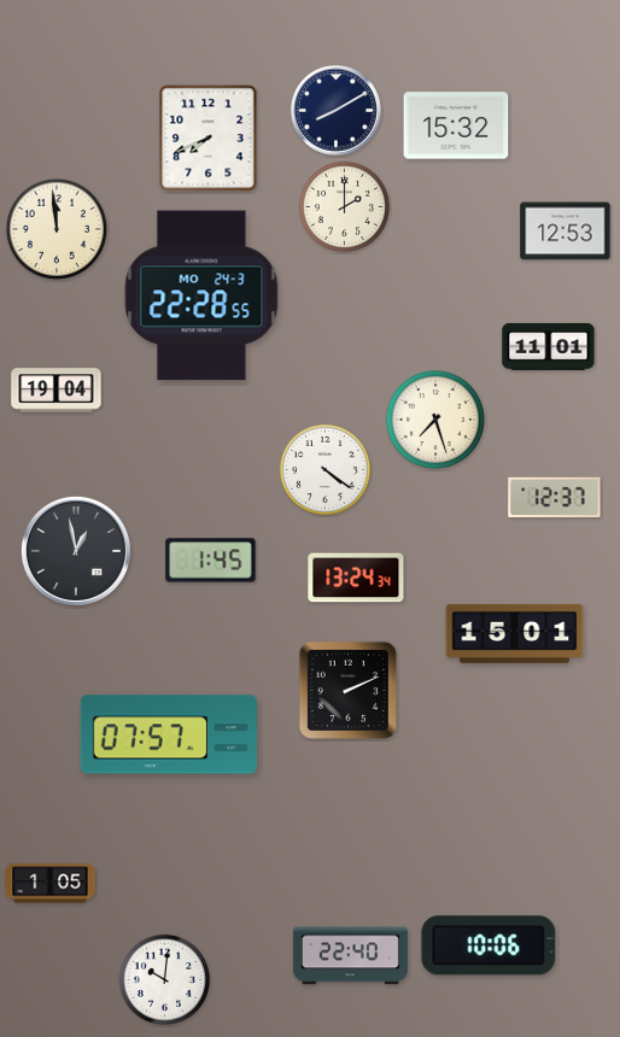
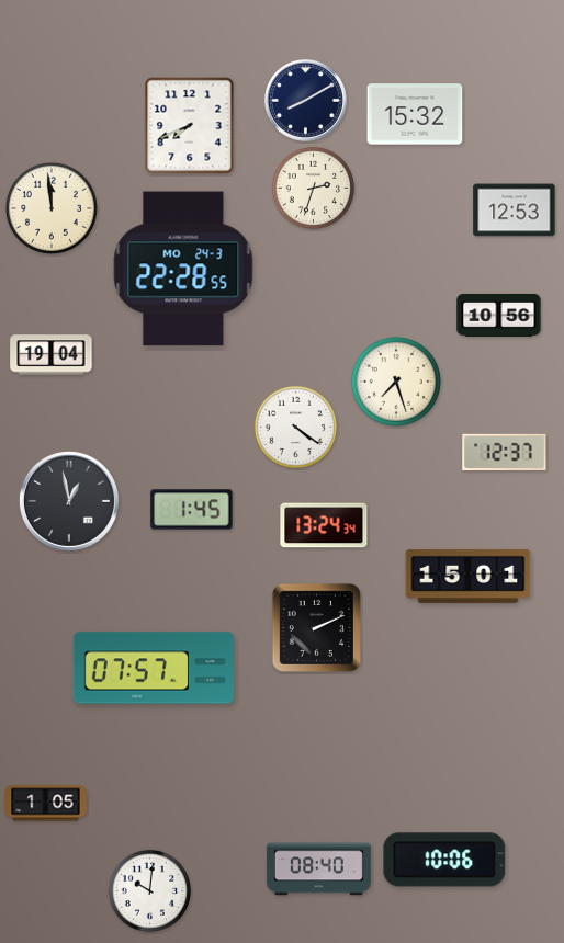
clock at (344, 206): 2:00 -> 2:33
clock at (549, 346): 11:01 -> 10:56
clock at (350, 956): 22:40 -> 08:40
